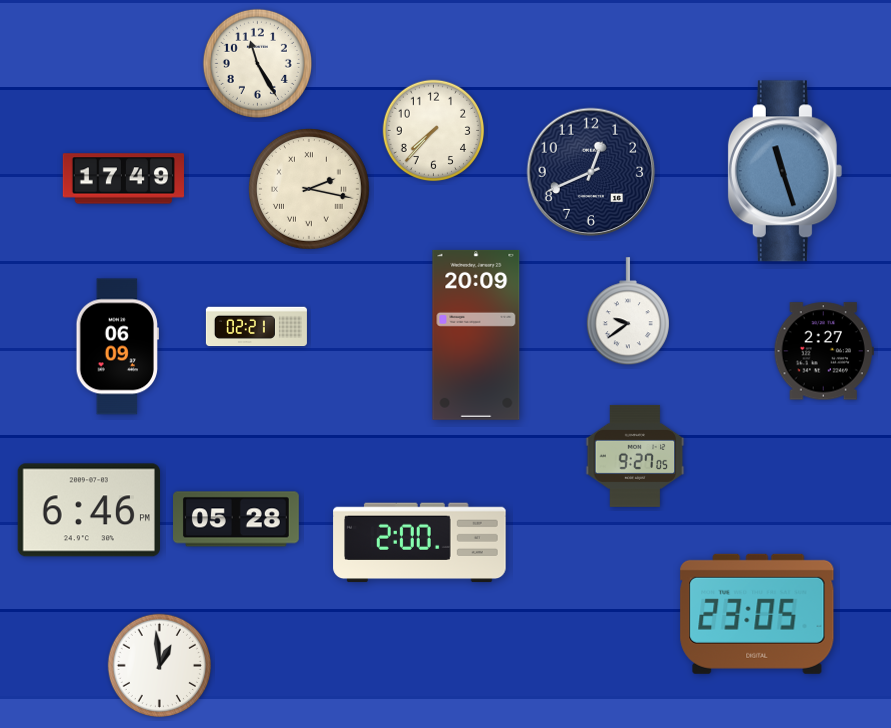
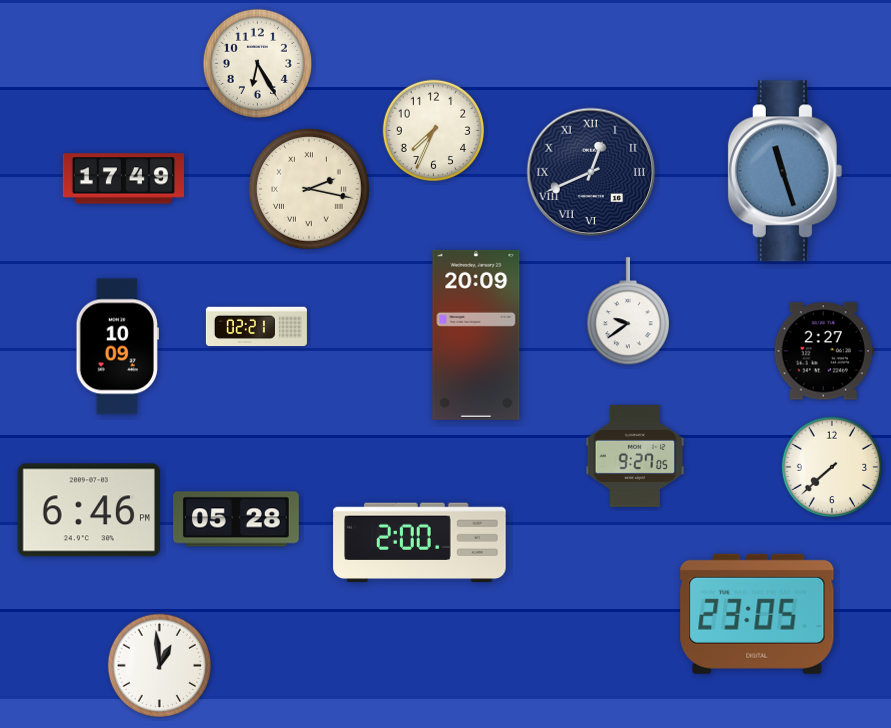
clock at (257, 63): 11:25 -> 6:25
clock at (434, 131): 7:37 -> 7:34
clock at (591, 172) numerals: Arabic -> Roman
clock at (117, 347): 06:09 -> 10:09
clock at (832, 467): none -> 7:38
